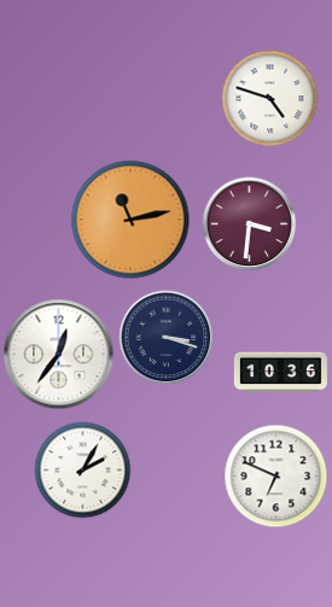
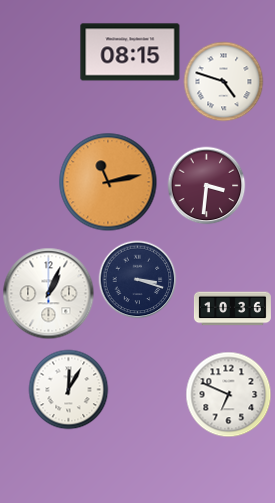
clock at (130, 52): none -> 08:15
clock at (58, 354): 12:36 -> 1:04
clock at (82, 469): 2:05 -> 12:05
